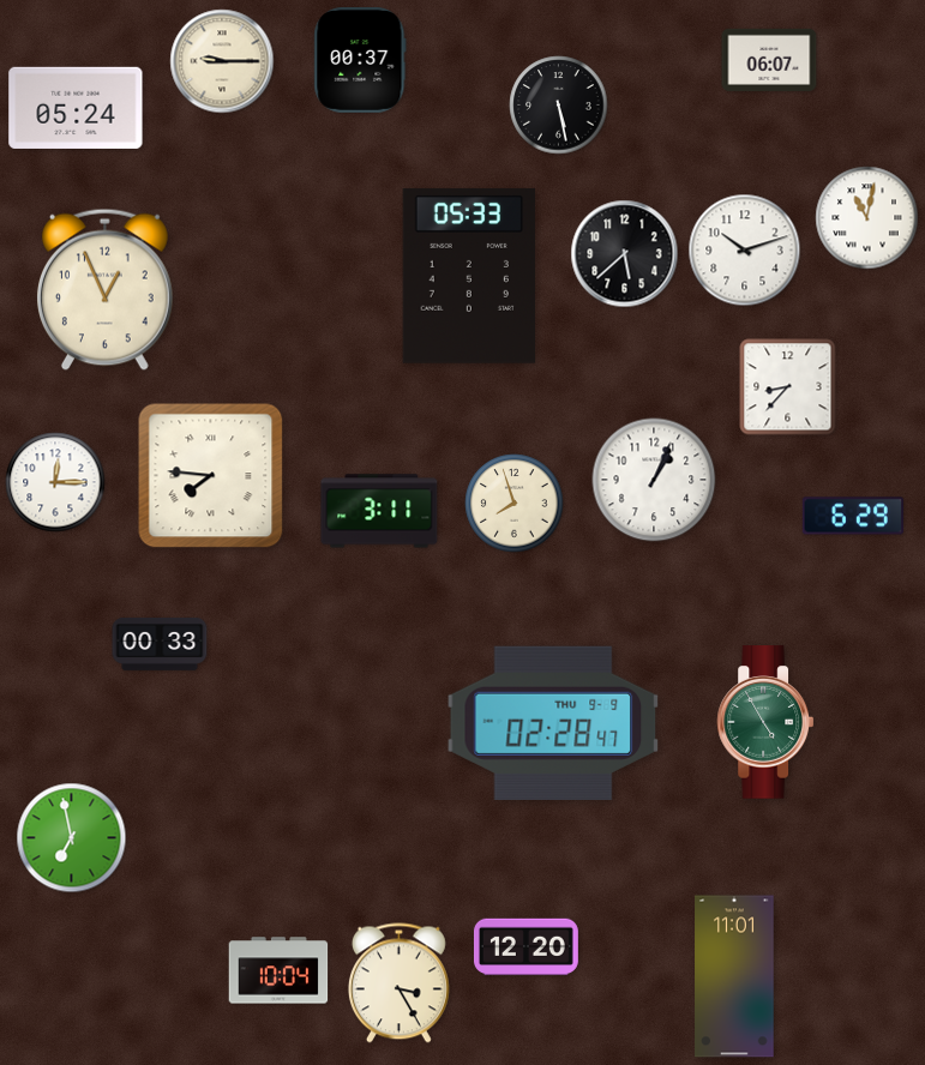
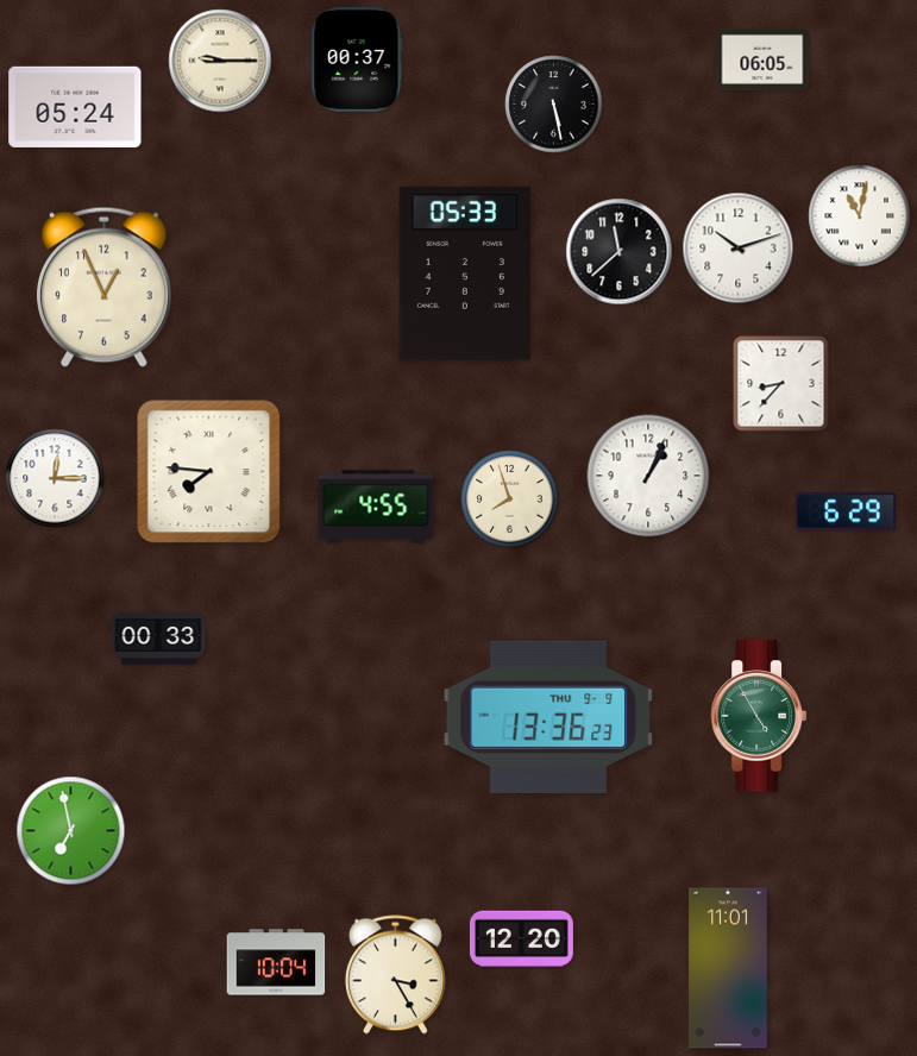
clock at (769, 60): 06:07 -> 06:05
clock at (625, 254): 5:38 -> 11:38
clock at (379, 511): 3:11 -> 4:55
clock at (553, 723): 02:28 -> 13:36
